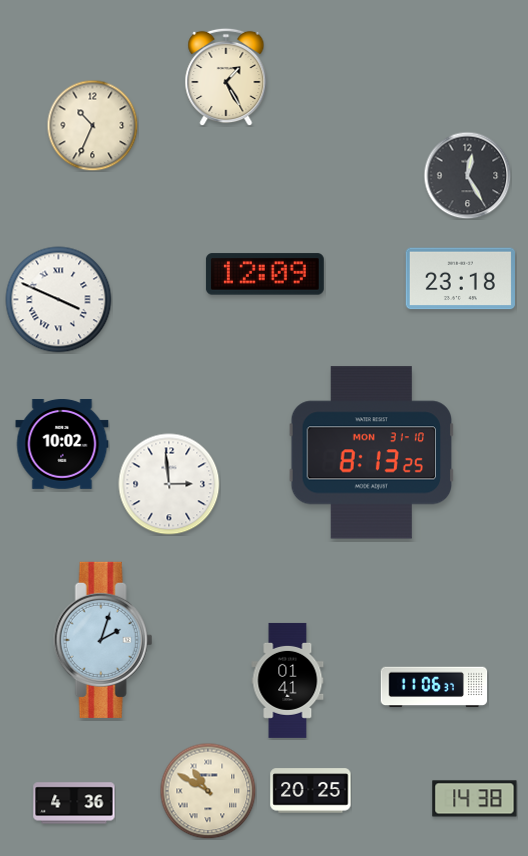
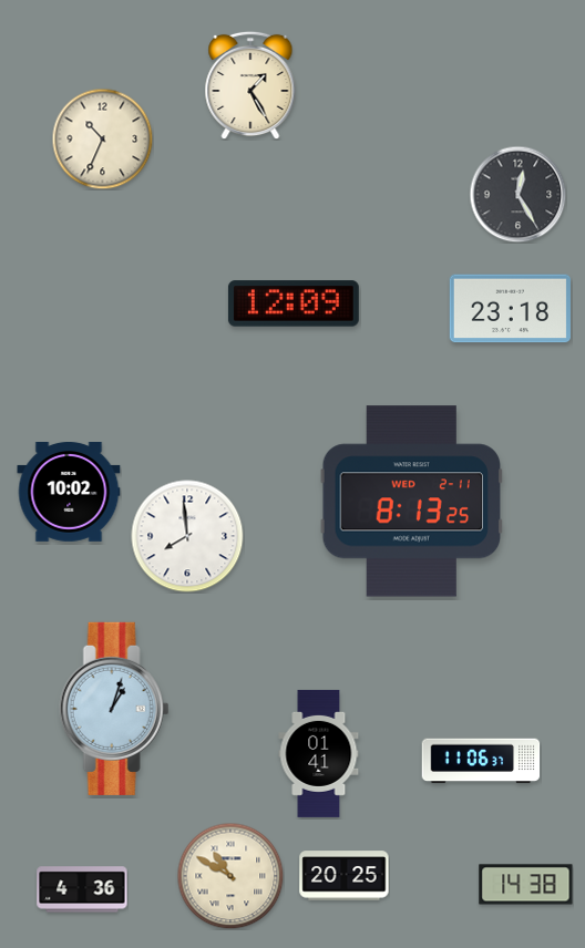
clock at (59, 300): 3:49 -> none
clock at (371, 453) date: MON 31-10 -> WED 2-11
clock at (169, 484): 2:59 -> 7:59
clock at (103, 640): 2:03 -> 1:03
